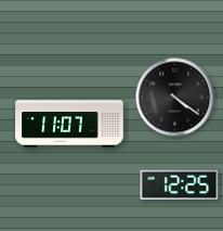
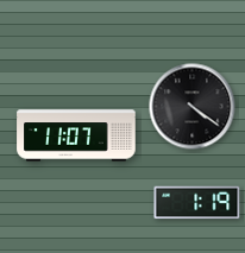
clock at (180, 185): 12:25 -> 1:19
